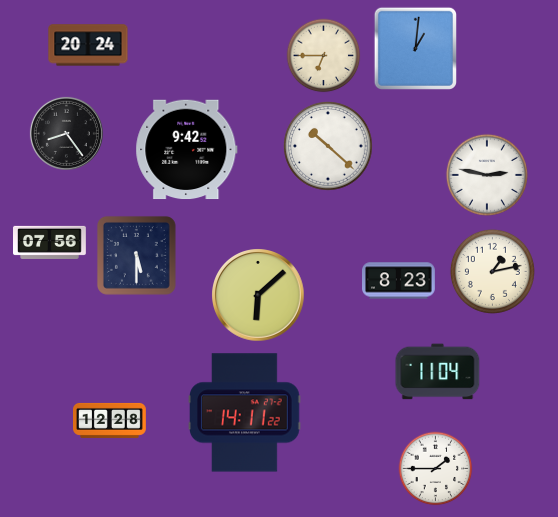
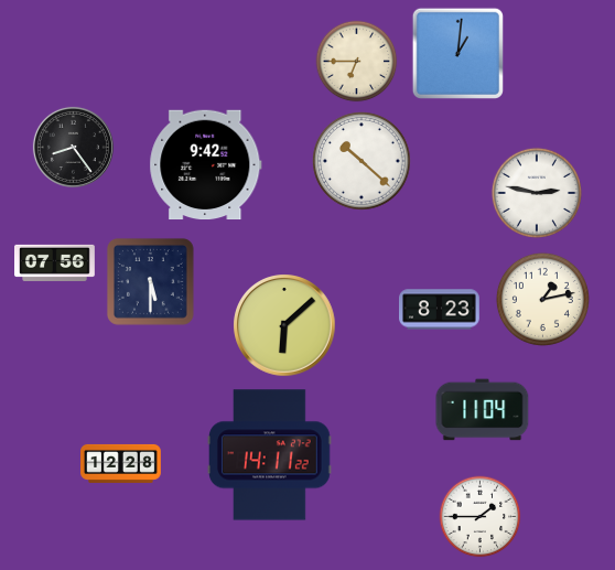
clock at (88, 45): 20:24 -> none
clock at (50, 242) position: (50, 242) -> (55, 262)
